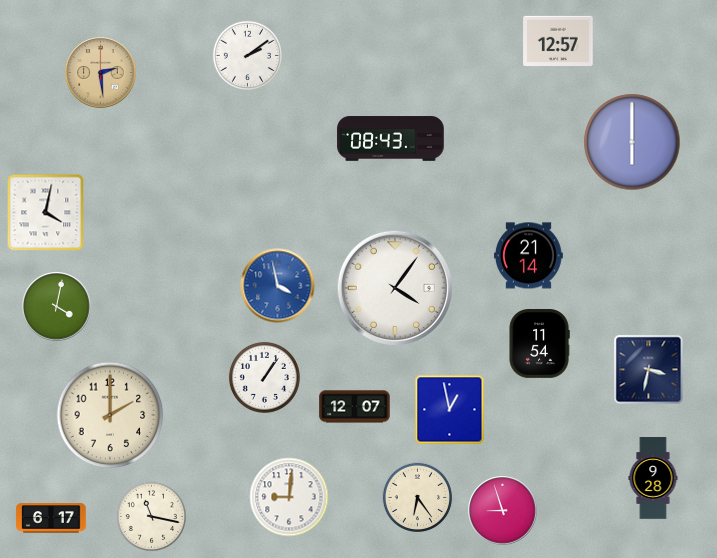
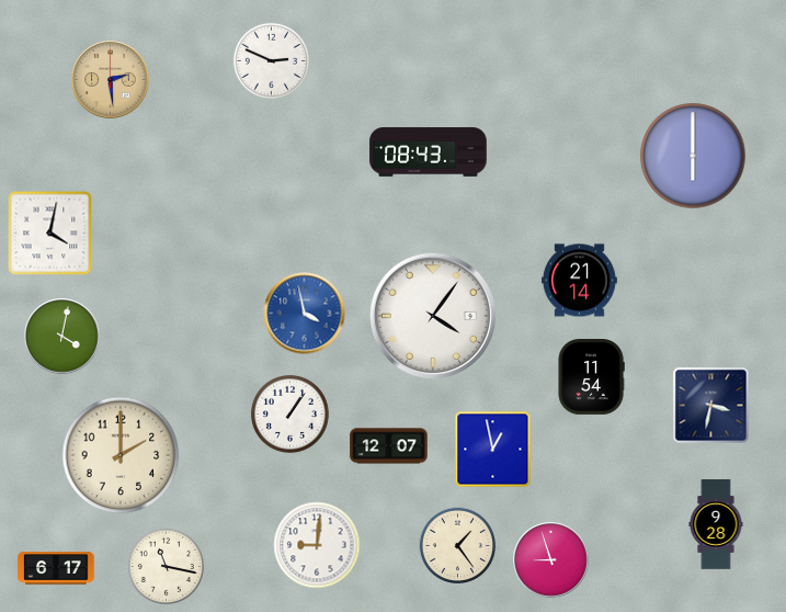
clock at (558, 41): 12:57 -> none
clock at (247, 55): 2:09 -> 2:49
clock at (417, 497): 6:24 -> 1:24
